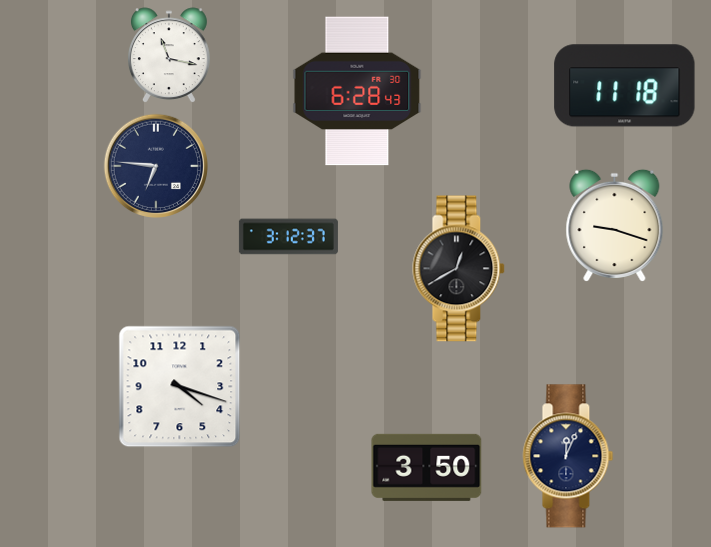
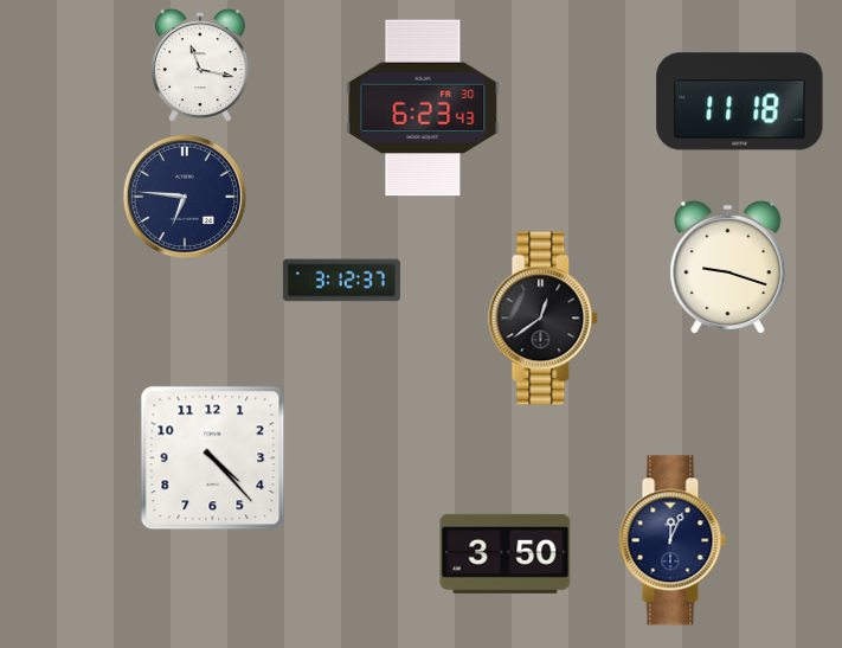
clock at (357, 91): 6:28 -> 6:23
clock at (459, 269): 12:40 -> 12:39
clock at (180, 387): 4:18 -> 4:23
